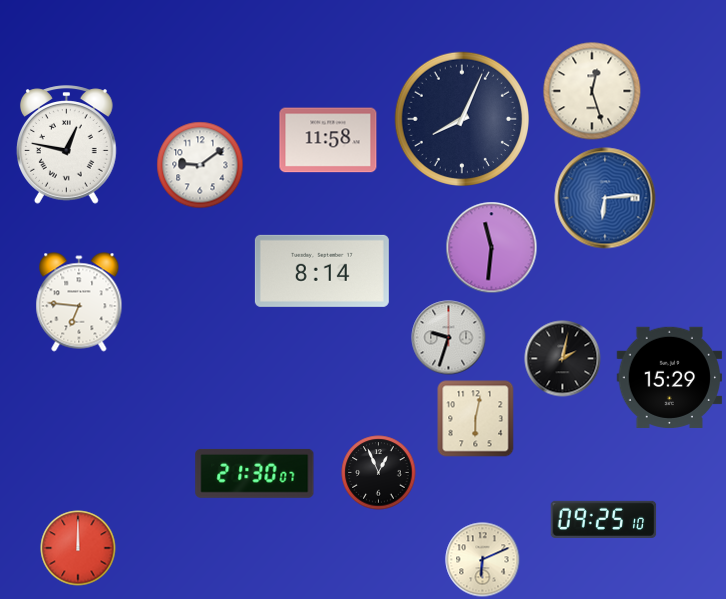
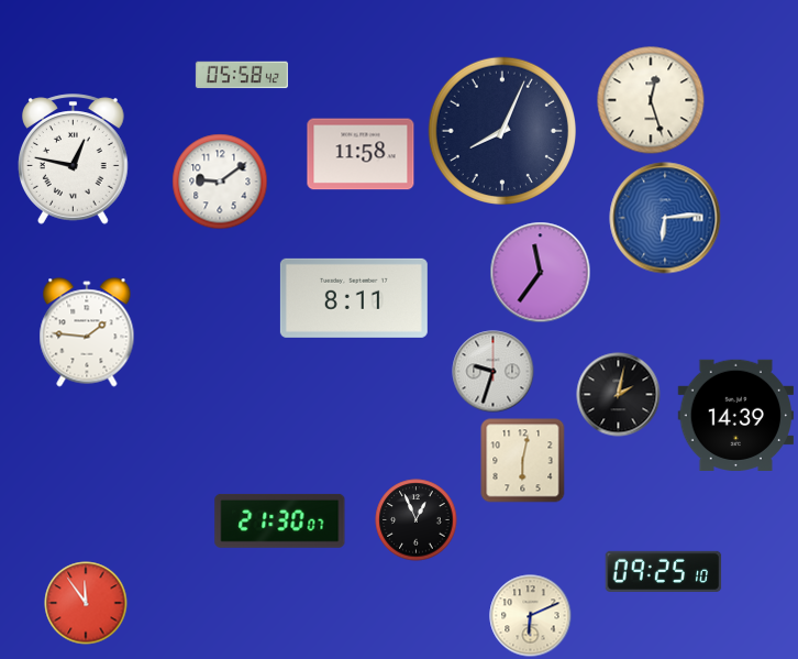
clock at (242, 75): none -> 05:58
clock at (461, 118) position: (461, 118) -> (501, 130)
clock at (492, 248): 11:31 -> 11:36
clock at (322, 271): 8:14 -> 8:11
clock at (79, 302): 6:46 -> 1:46
clock at (670, 377): 15:29 -> 14:39
clock at (78, 548): 12:00 -> 11:54
